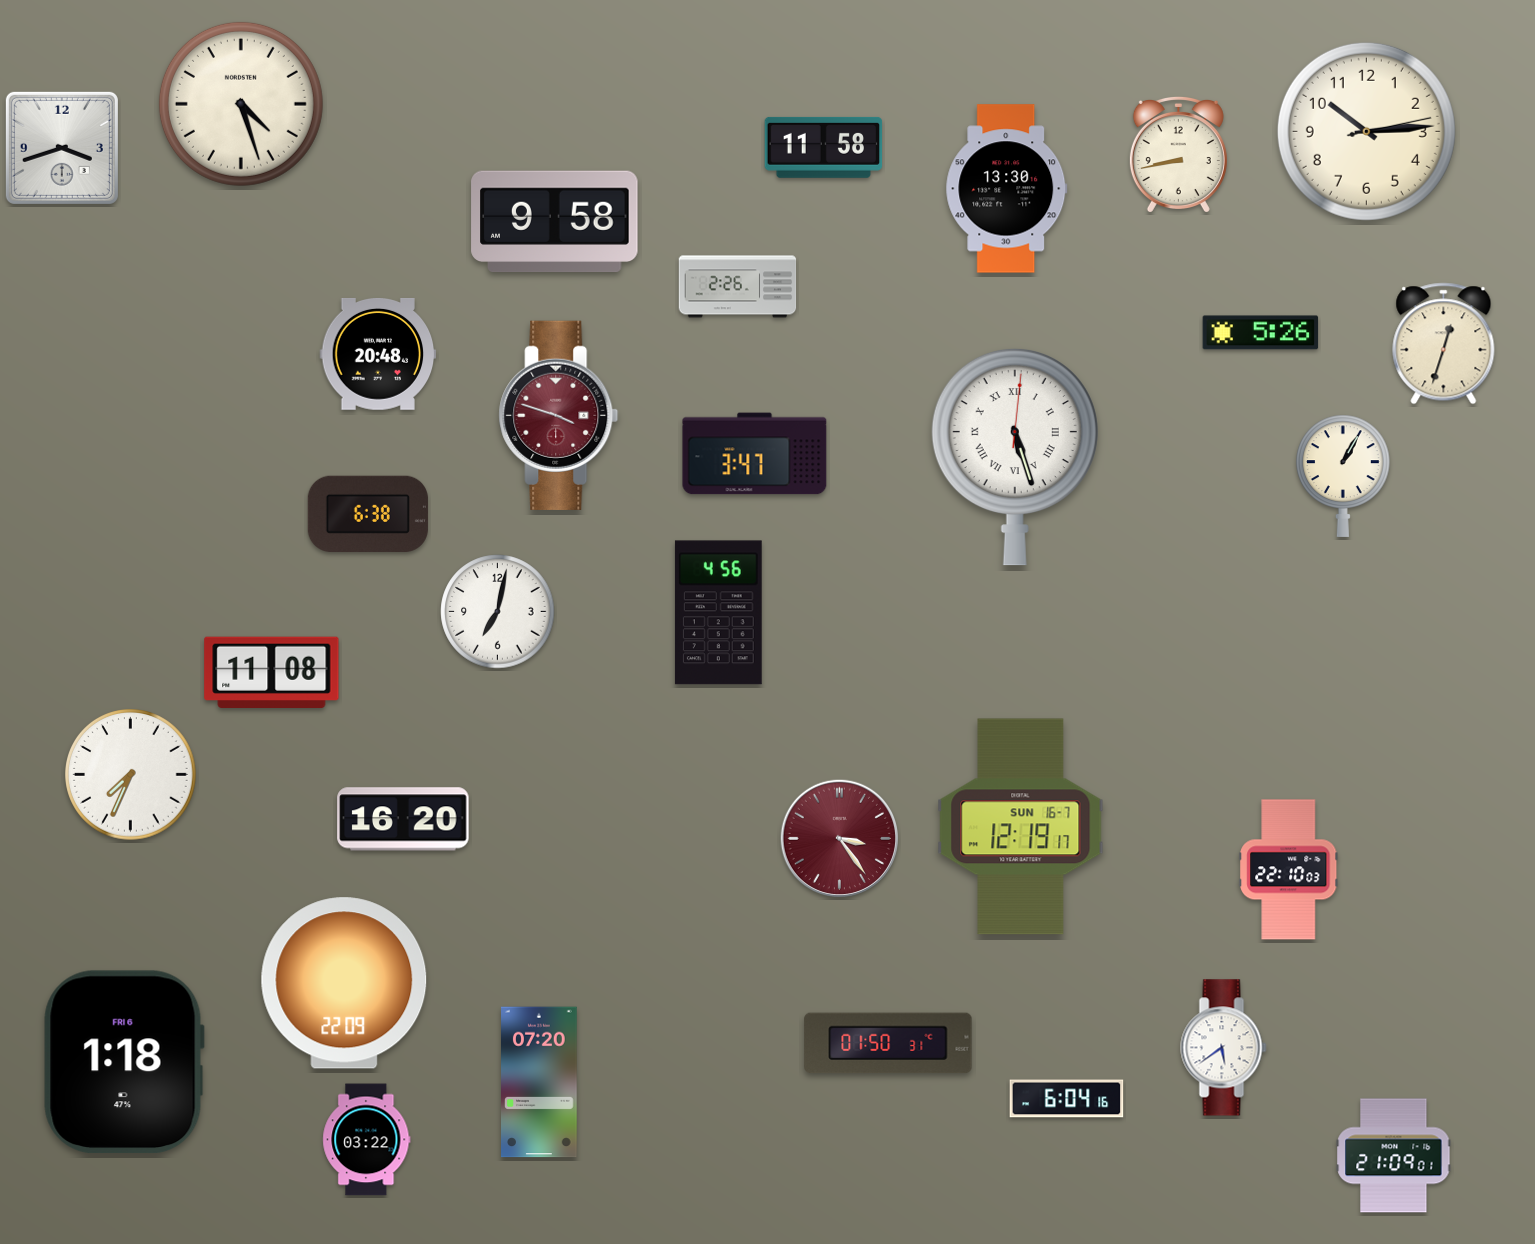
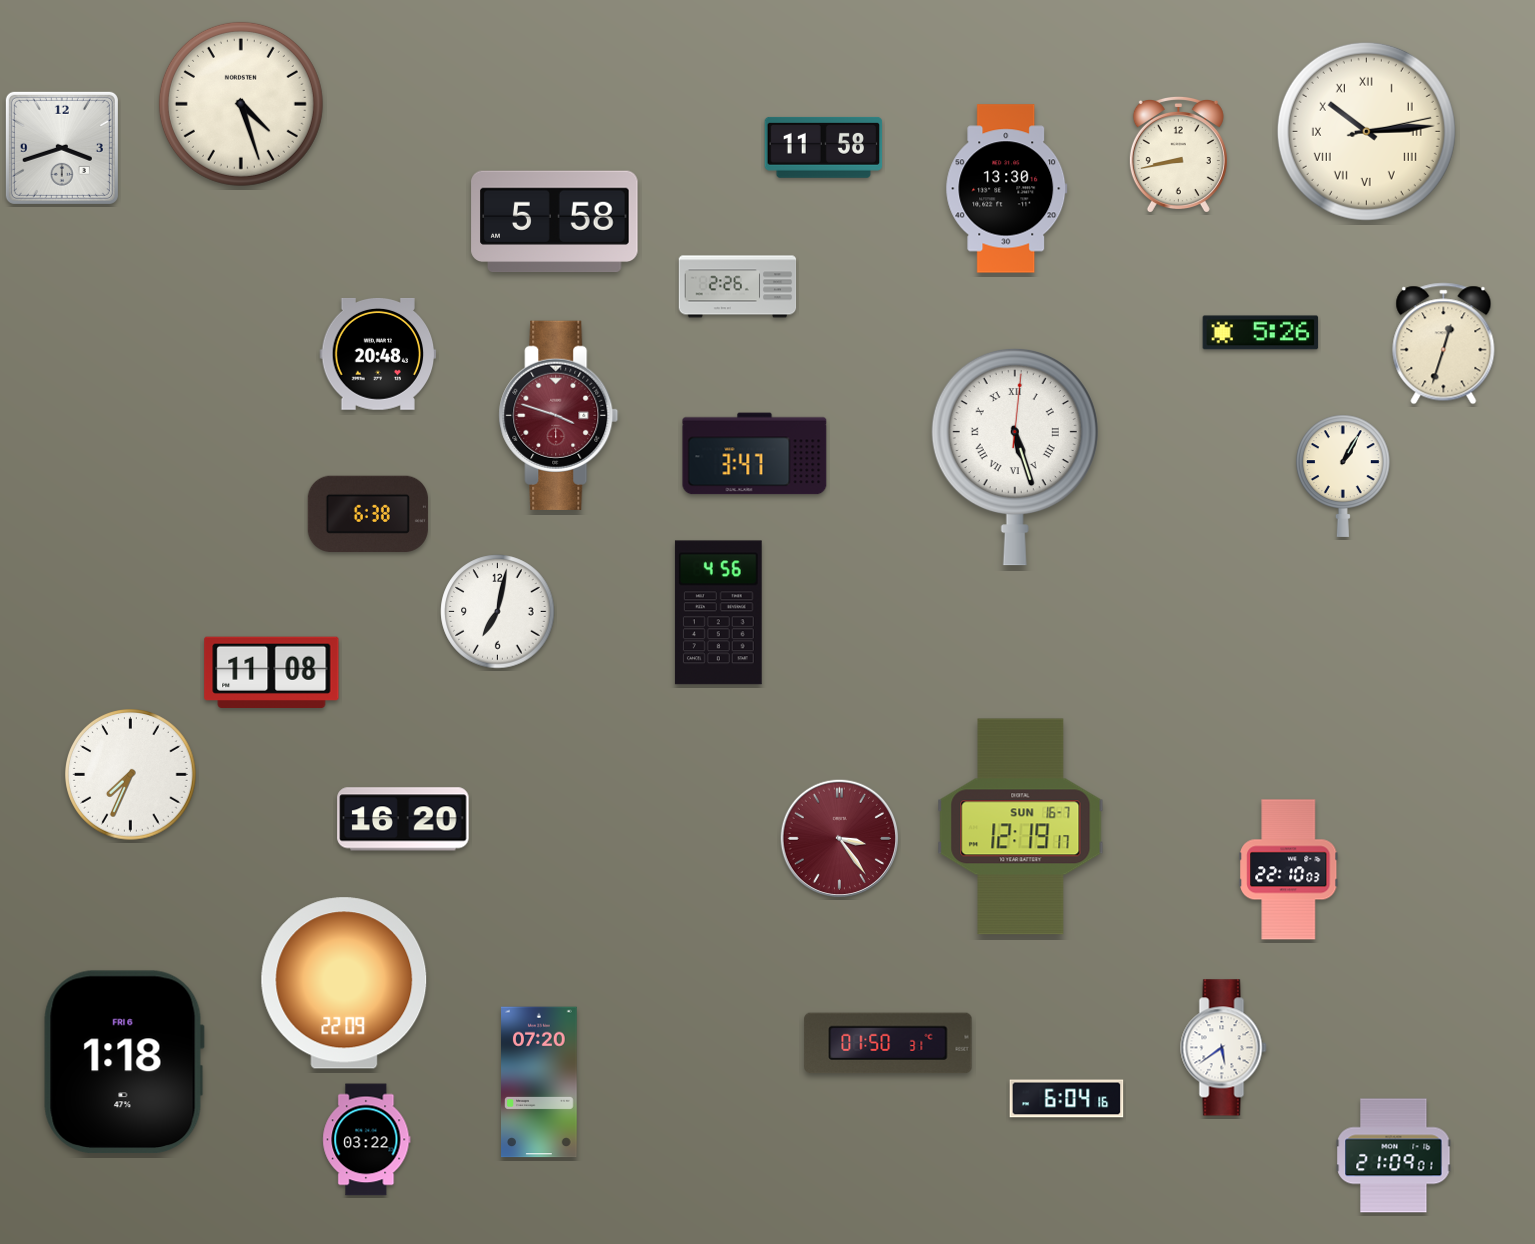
clock at (1366, 131) numerals: Arabic -> Roman
clock at (555, 222): 9:58 -> 5:58
